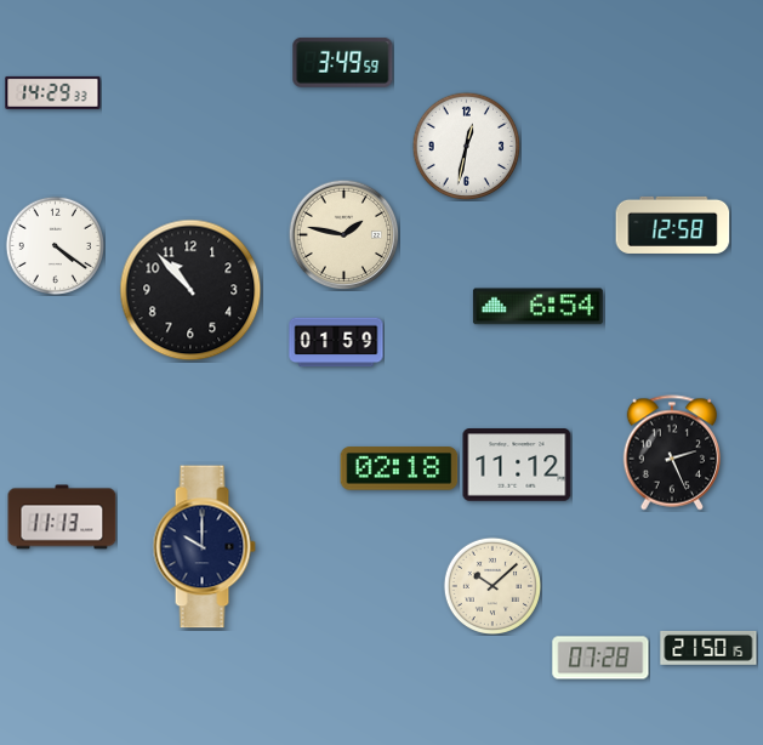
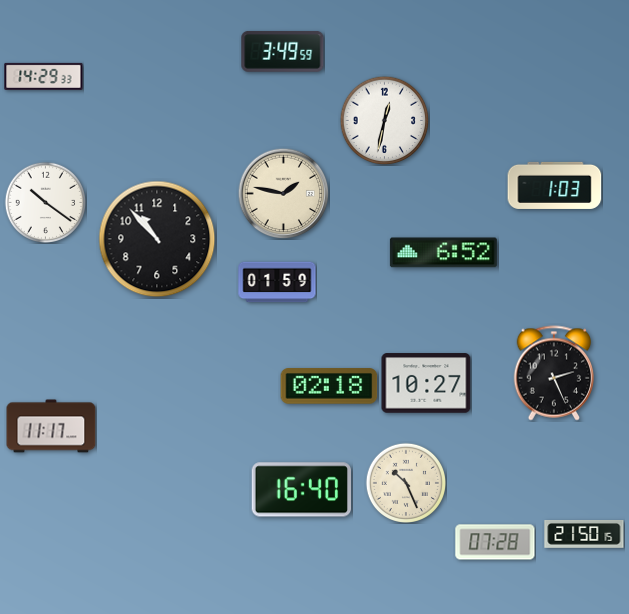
clock at (673, 224): 12:58 -> 1:03
clock at (55, 245): 4:21 -> 10:21
clock at (537, 307): 6:54 -> 6:52
clock at (517, 465): 11:12 -> 10:27
clock at (62, 517): 11:13 -> 11:17
clock at (204, 547): 10:00 -> none
clock at (491, 585): 10:08 -> 10:26
clock at (301, 490): none -> 16:40
